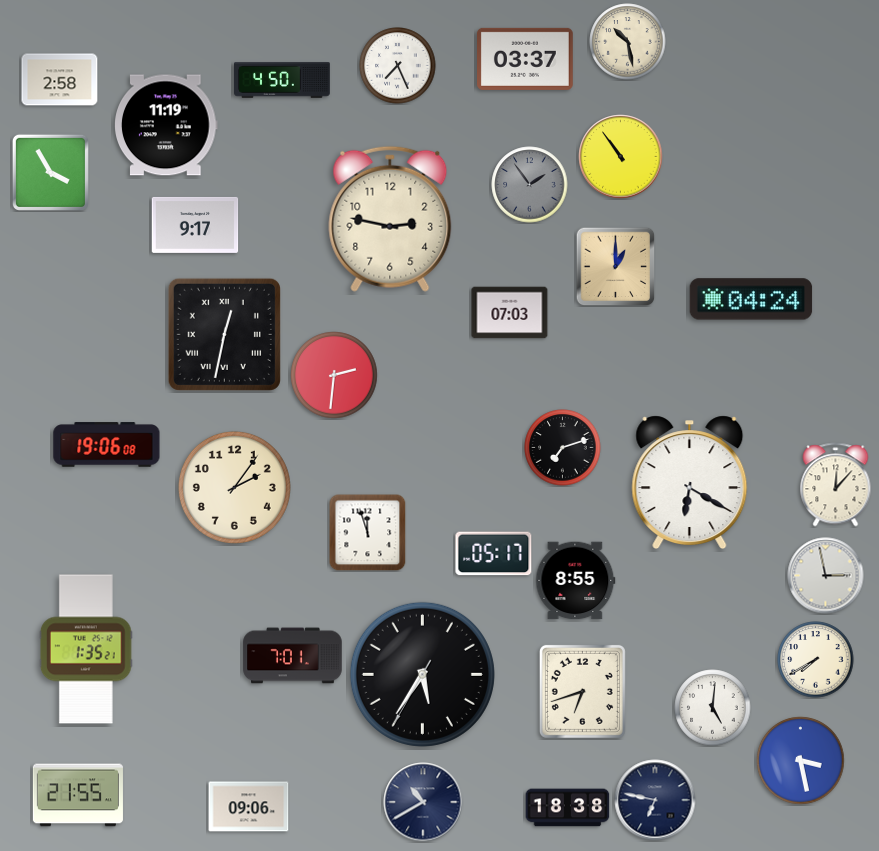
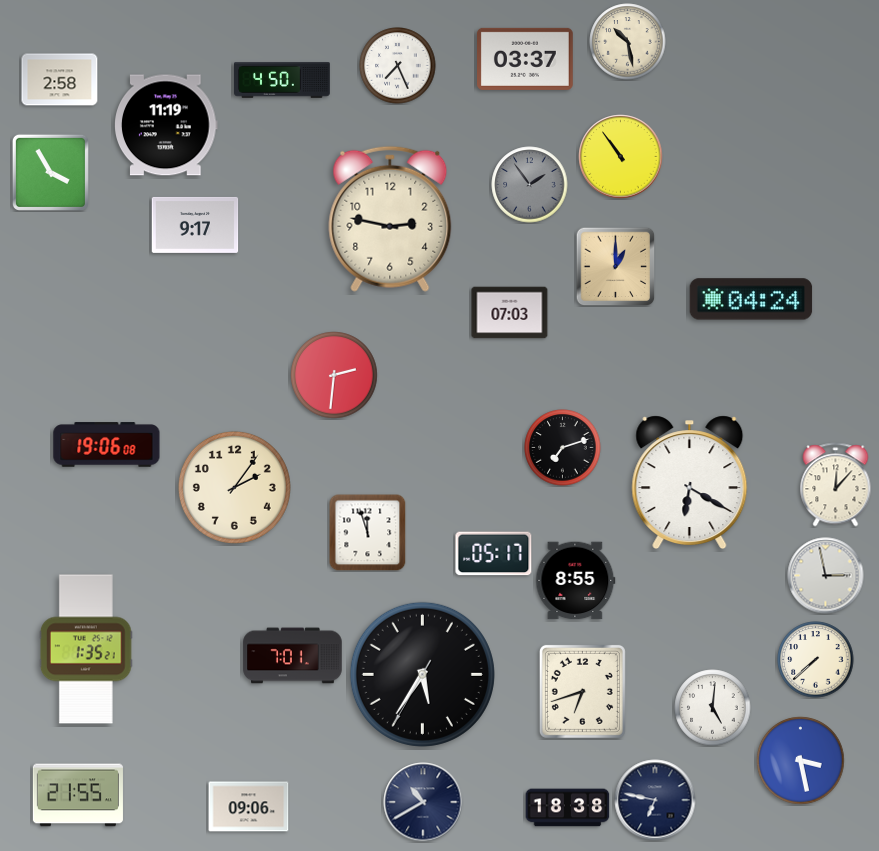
clock at (224, 334): 12:32 -> none
clock at (816, 660): 7:40 -> 7:38
